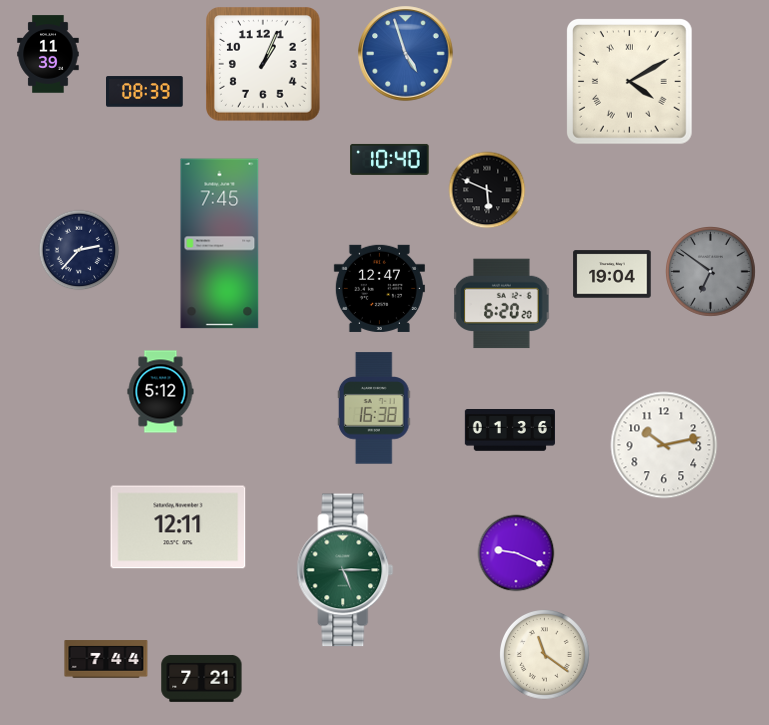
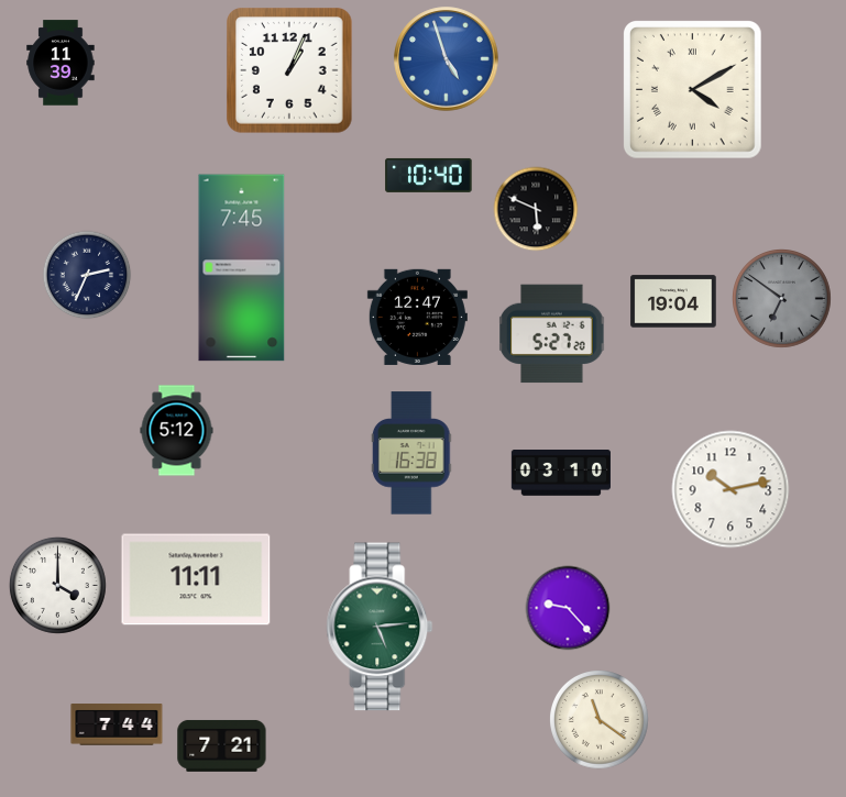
clock at (48, 54) position: (48, 54) -> (61, 63)
clock at (145, 92): 08:39 -> none
clock at (79, 250): 2:37 -> 2:34
clock at (502, 304): 6:20 -> 5:27
clock at (374, 408) position: (374, 408) -> (411, 453)
clock at (509, 431): 01:36 -> 03:10
clock at (178, 527): 12:11 -> 11:11
clock at (57, 585): none -> 4:00
clock at (516, 553): 9:19 -> 9:23
clock at (345, 570): 5:15 -> 5:14
